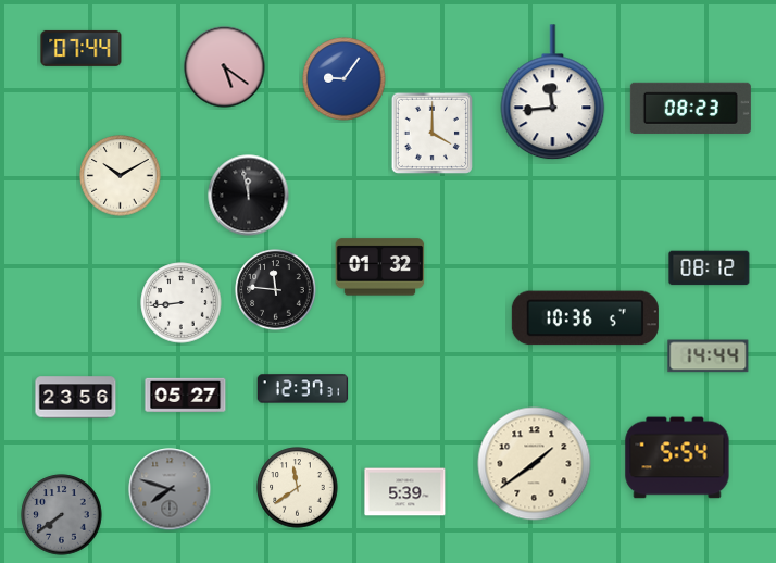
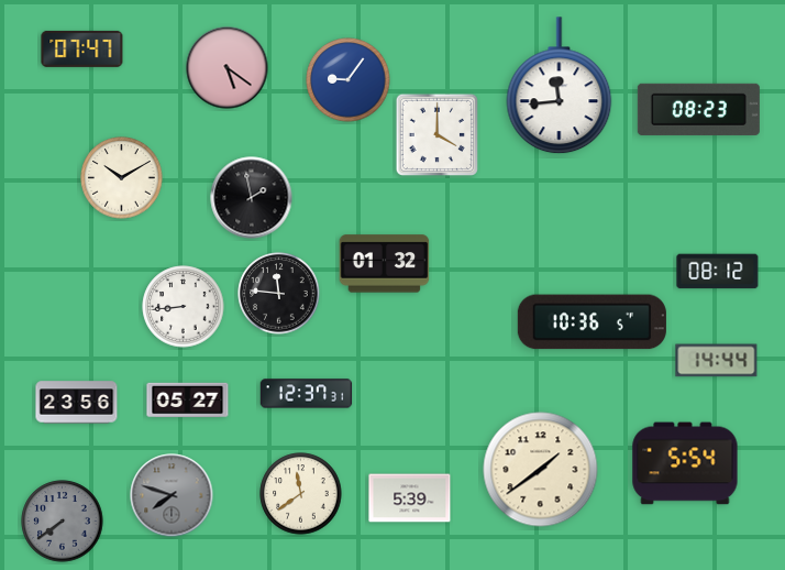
clock at (82, 48): 07:44 -> 07:47
clock at (553, 92) position: (553, 92) -> (560, 86)
clock at (249, 196): 11:58 -> 1:58
clock at (380, 267) position: (380, 267) -> (385, 264)
